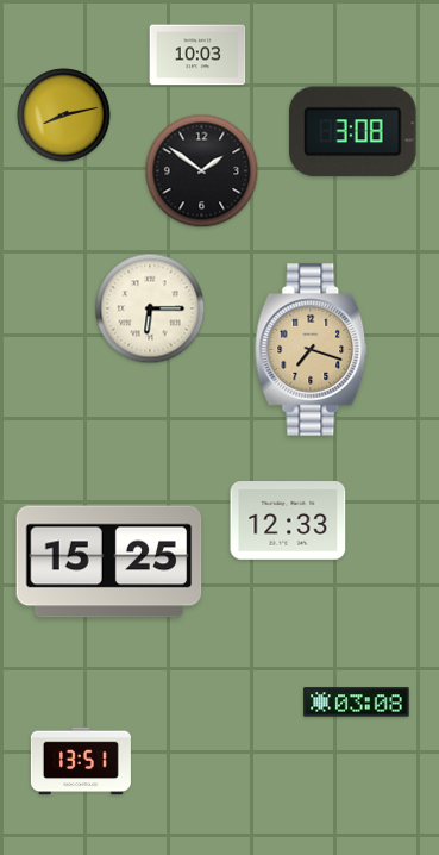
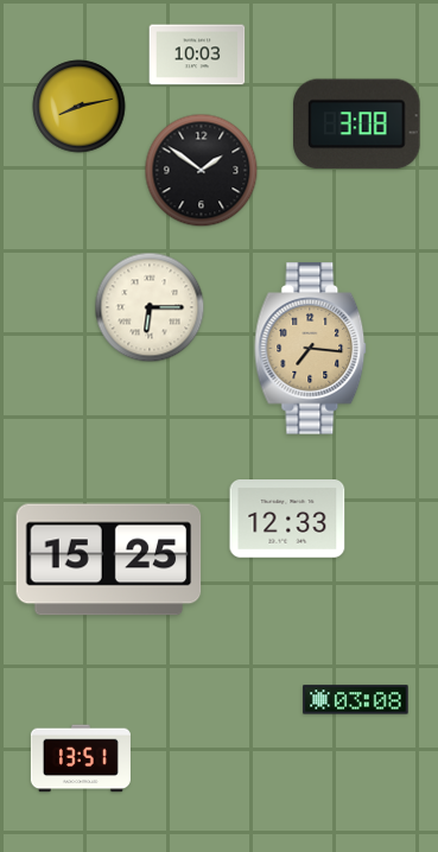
clock at (64, 116) position: (64, 116) -> (80, 107)
clock at (353, 132) position: (353, 132) -> (357, 125)
clock at (312, 350): 7:18 -> 7:16
